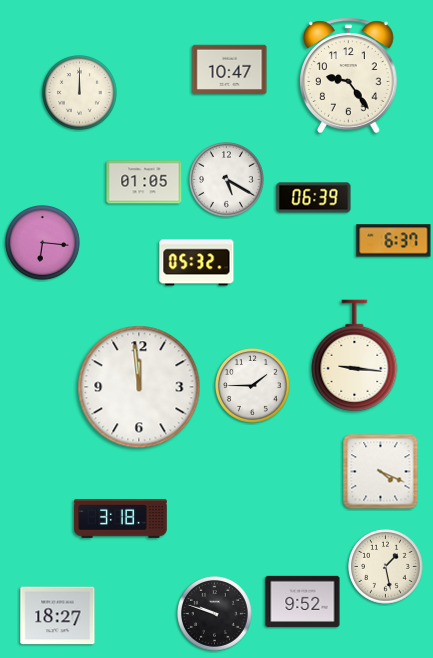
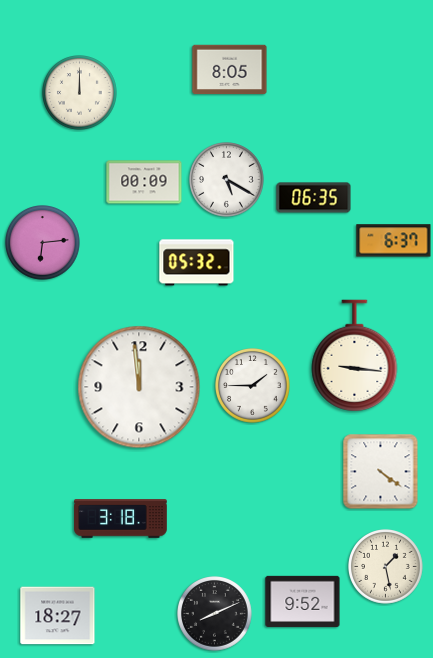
clock at (230, 70): 10:47 -> 8:05
clock at (349, 76): 9:24 -> none
clock at (144, 182): 01:05 -> 00:09
clock at (314, 198): 06:39 -> 06:35
clock at (43, 243): 6:16 -> 6:14
clock at (381, 472): 4:19 -> 4:21
clock at (215, 614): 9:48 -> 8:11
